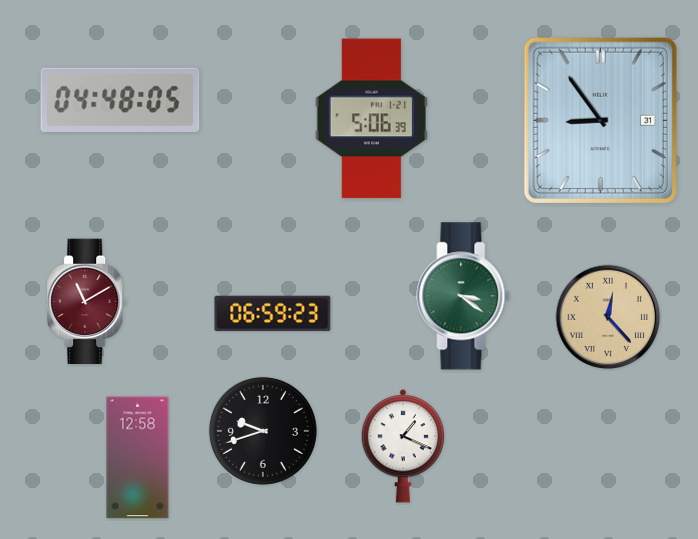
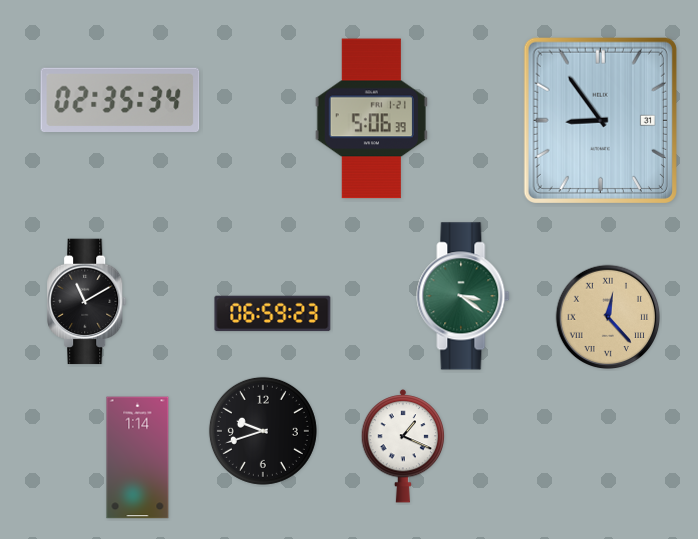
clock at (120, 100): 04:48 -> 02:35
clock at (87, 302) dial: burgundy -> black
clock at (138, 458): 12:58 -> 1:14
